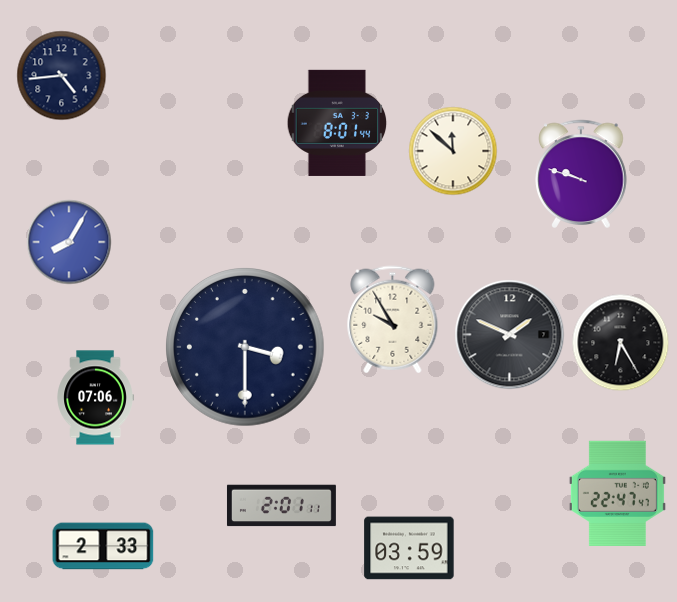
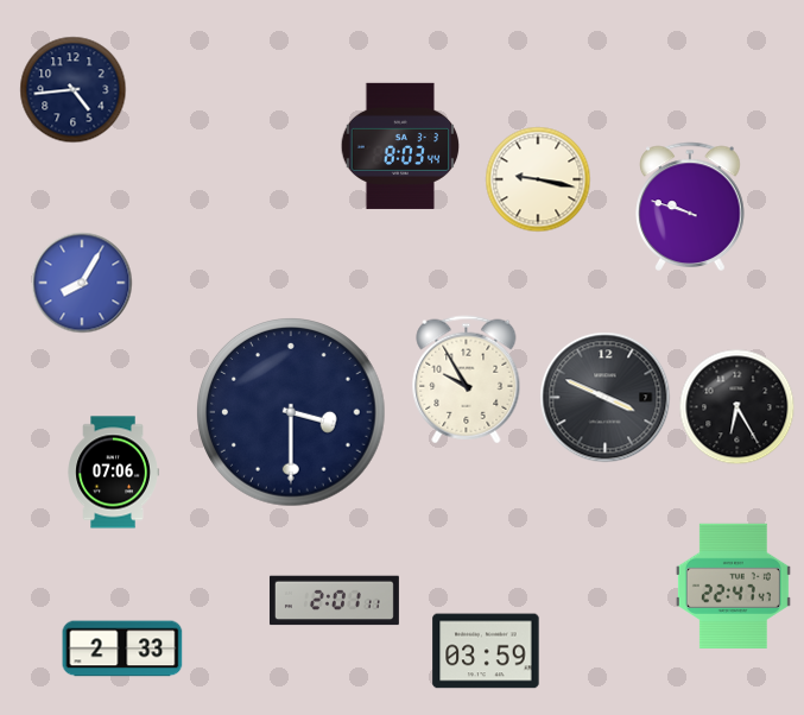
clock at (337, 123): 8:01 -> 8:03
clock at (453, 151): 11:52 -> 9:17
clock at (69, 242) position: (69, 242) -> (82, 283)
clock at (510, 335): 1:49 -> 3:49
